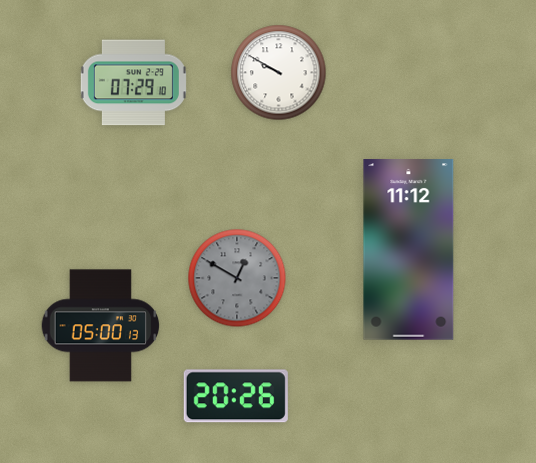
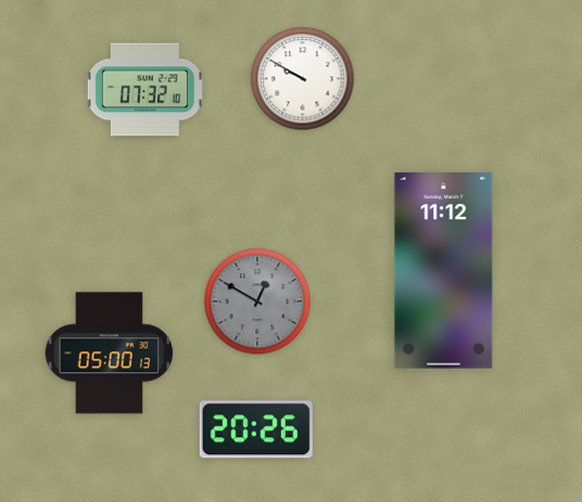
clock at (133, 83): 07:29 -> 07:32
